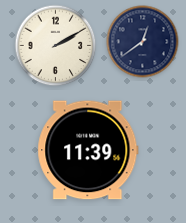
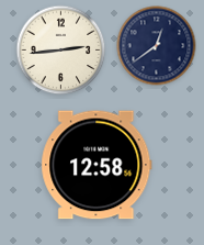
clock at (56, 46): 2:10 -> 2:44
clock at (88, 150): 11:39 -> 12:58
